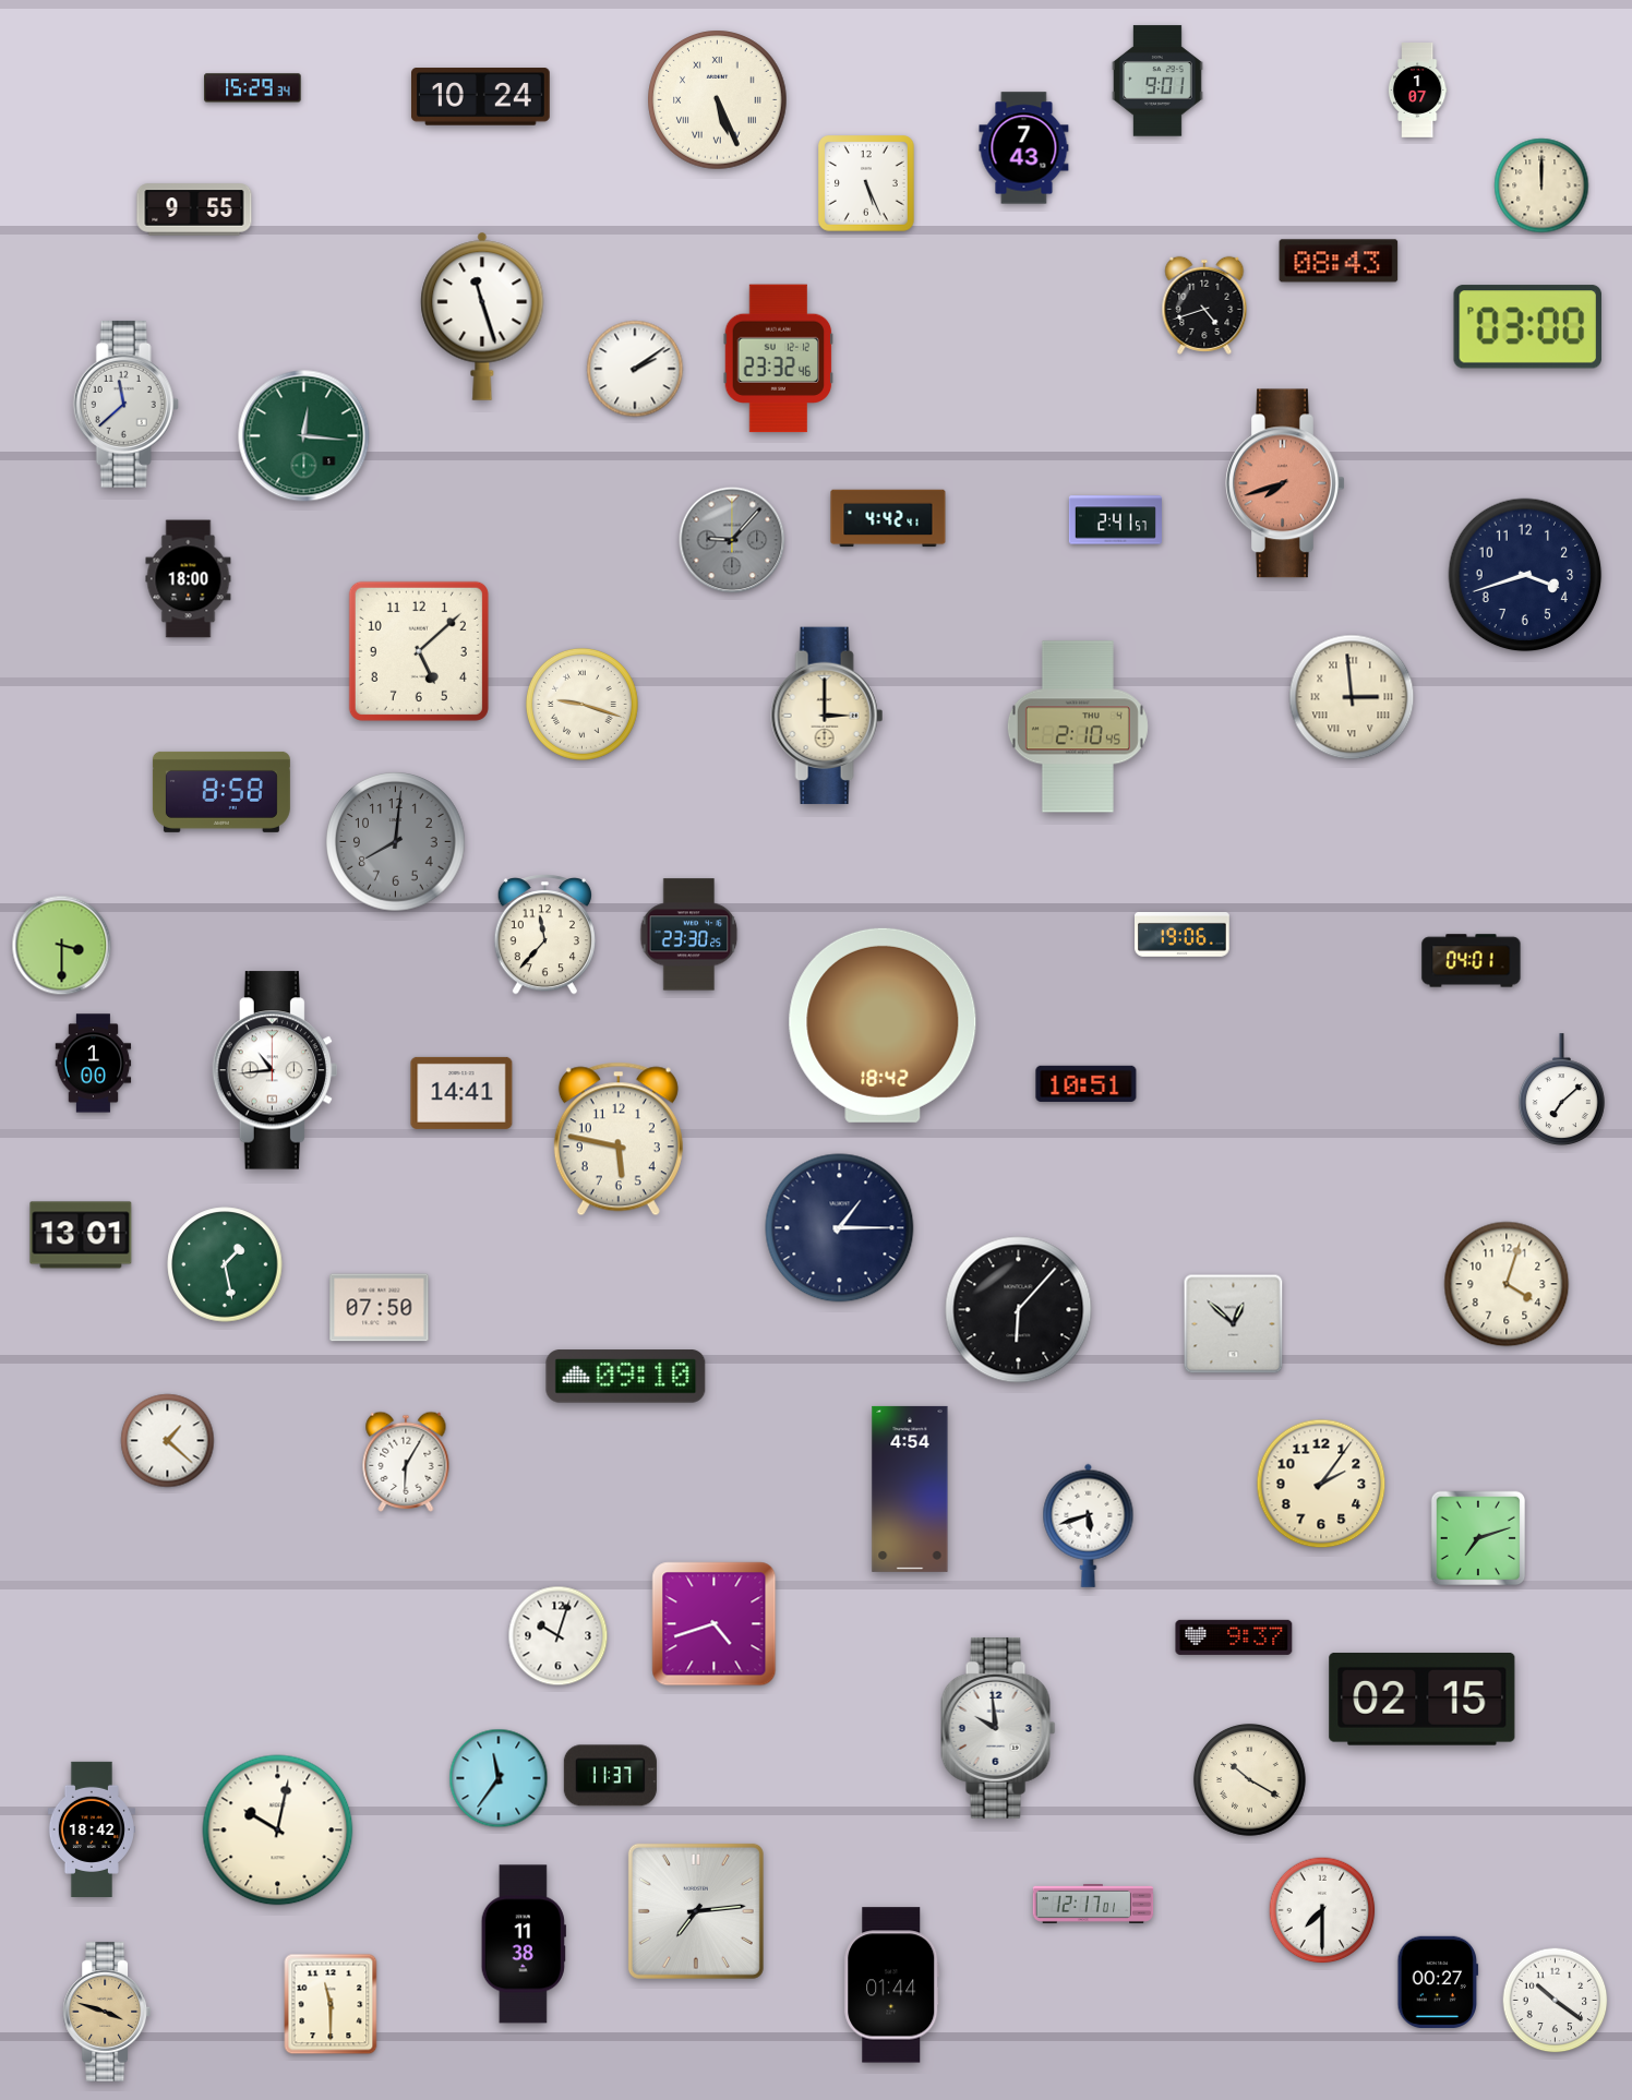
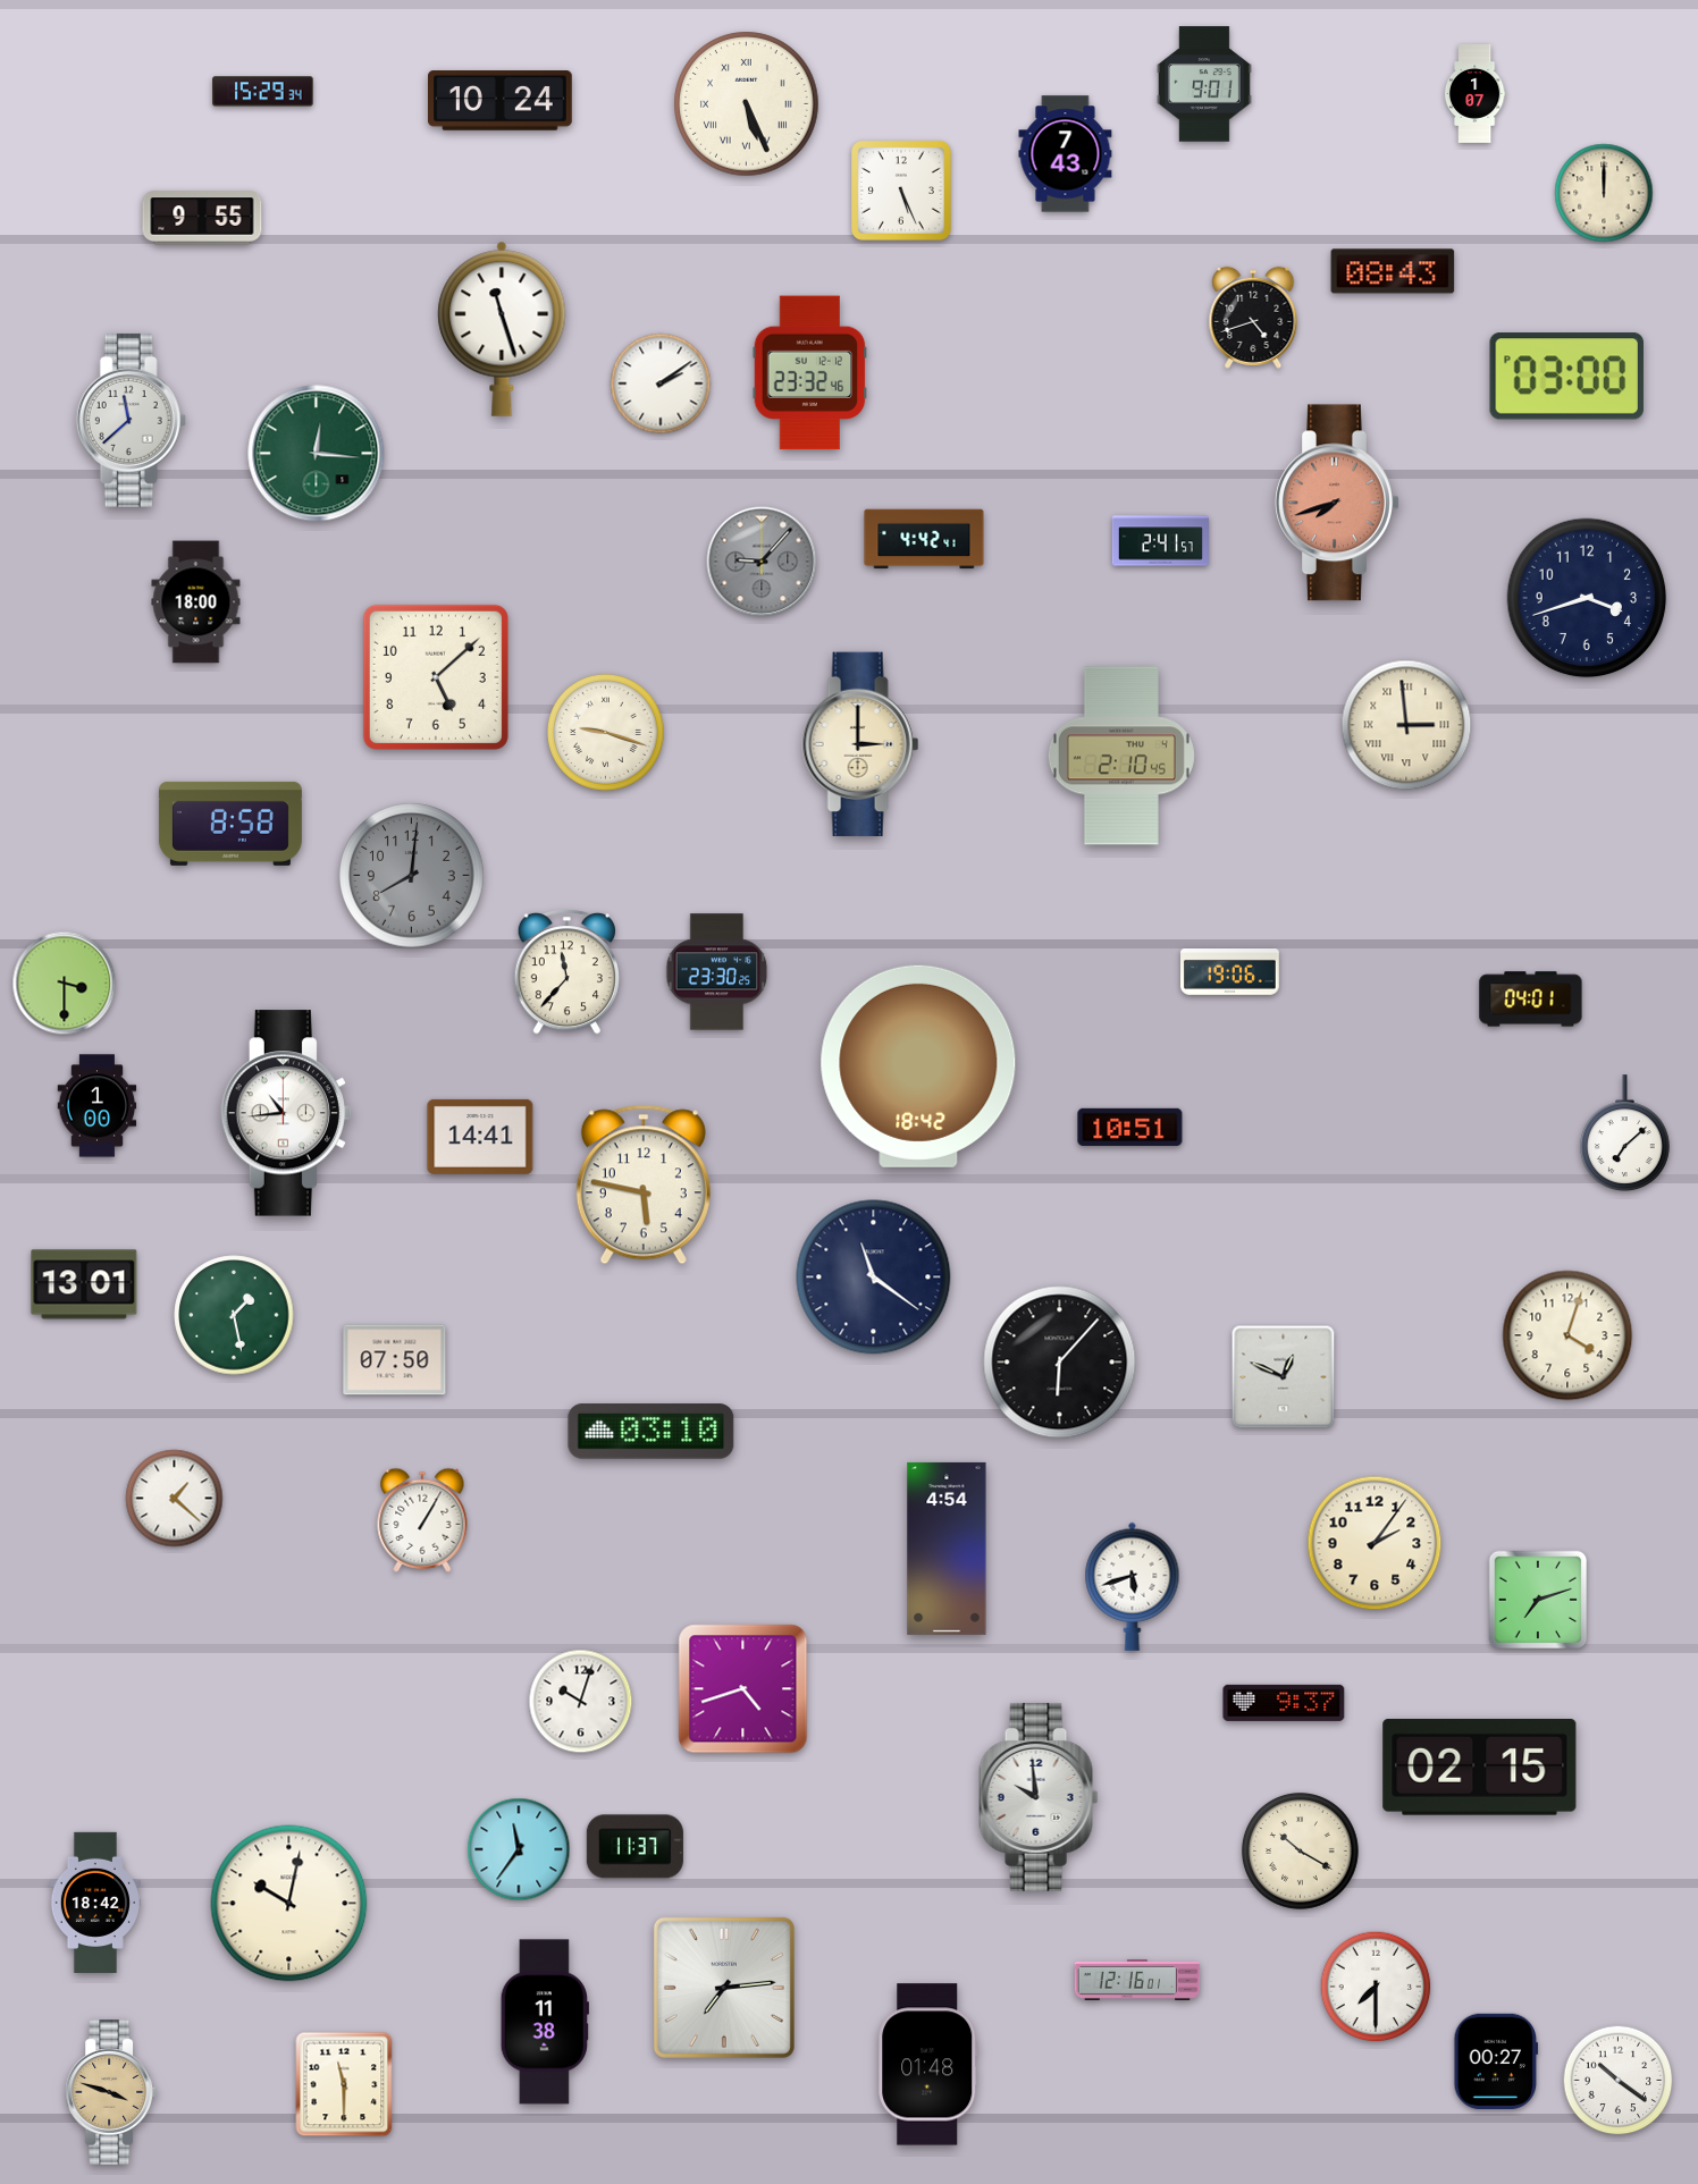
clock at (1527, 327) position: (1527, 327) -> (1566, 377)
clock at (840, 1228): 1:15 -> 11:21
clock at (1234, 1324): 12:52 -> 12:49
clock at (626, 1377): 09:10 -> 03:10
clock at (406, 1462): 6:05 -> 1:05
clock at (1093, 1904): 12:17 -> 12:16
clock at (892, 1985): 01:44 -> 01:48
